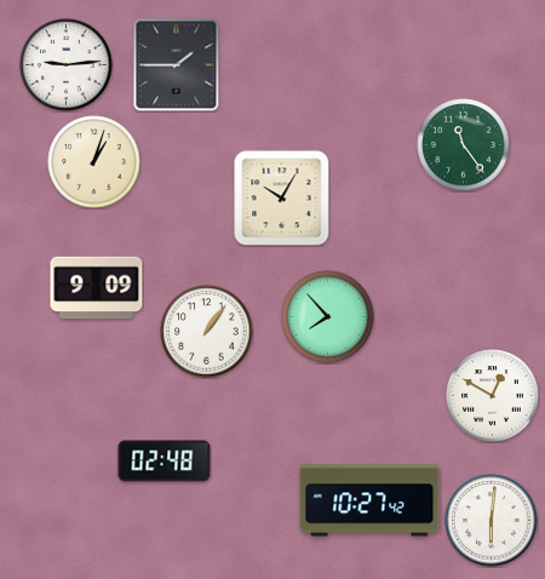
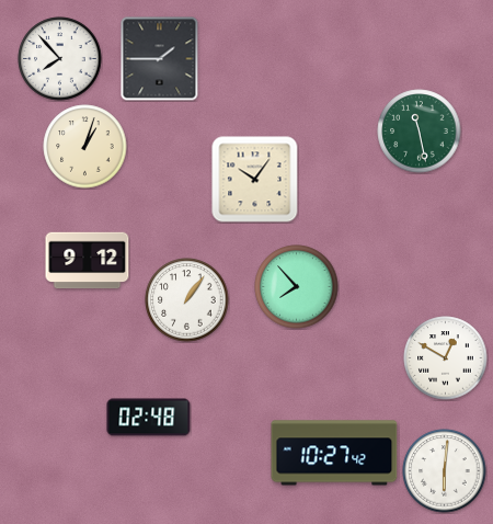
clock at (67, 65): 9:14 -> 7:53
clock at (464, 145): 11:24 -> 11:28
clock at (282, 199): 10:05 -> 10:06
clock at (97, 288): 9:09 -> 9:12
